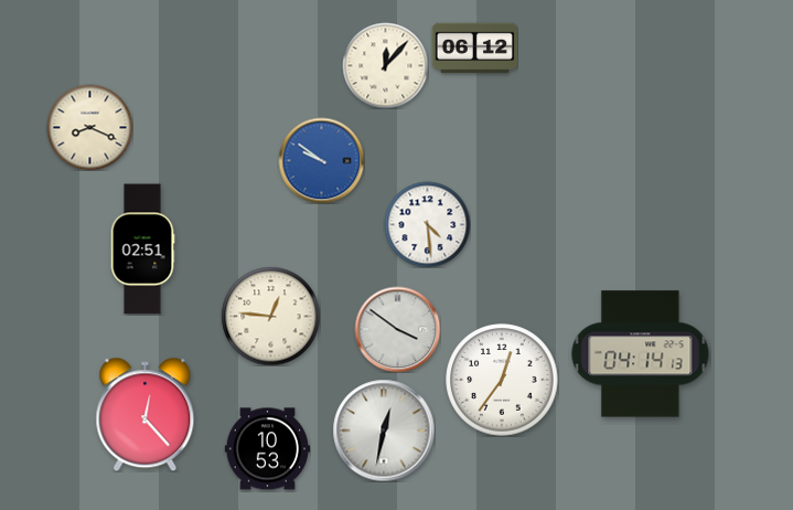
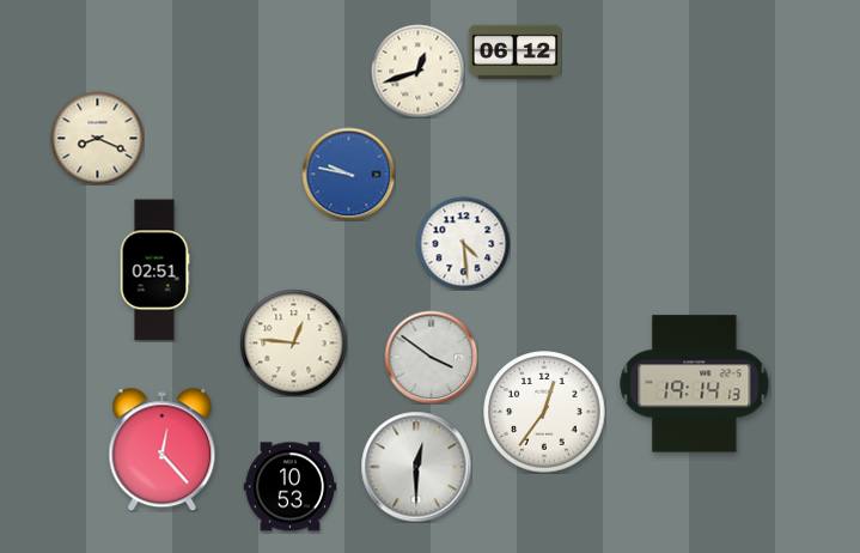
clock at (385, 65): 12:07 -> 12:42
clock at (321, 160): 9:51 -> 9:47
clock at (641, 354): 04:14 -> 19:14
clock at (146, 414) position: (146, 414) -> (163, 449)
clock at (384, 431): 12:32 -> 12:30
